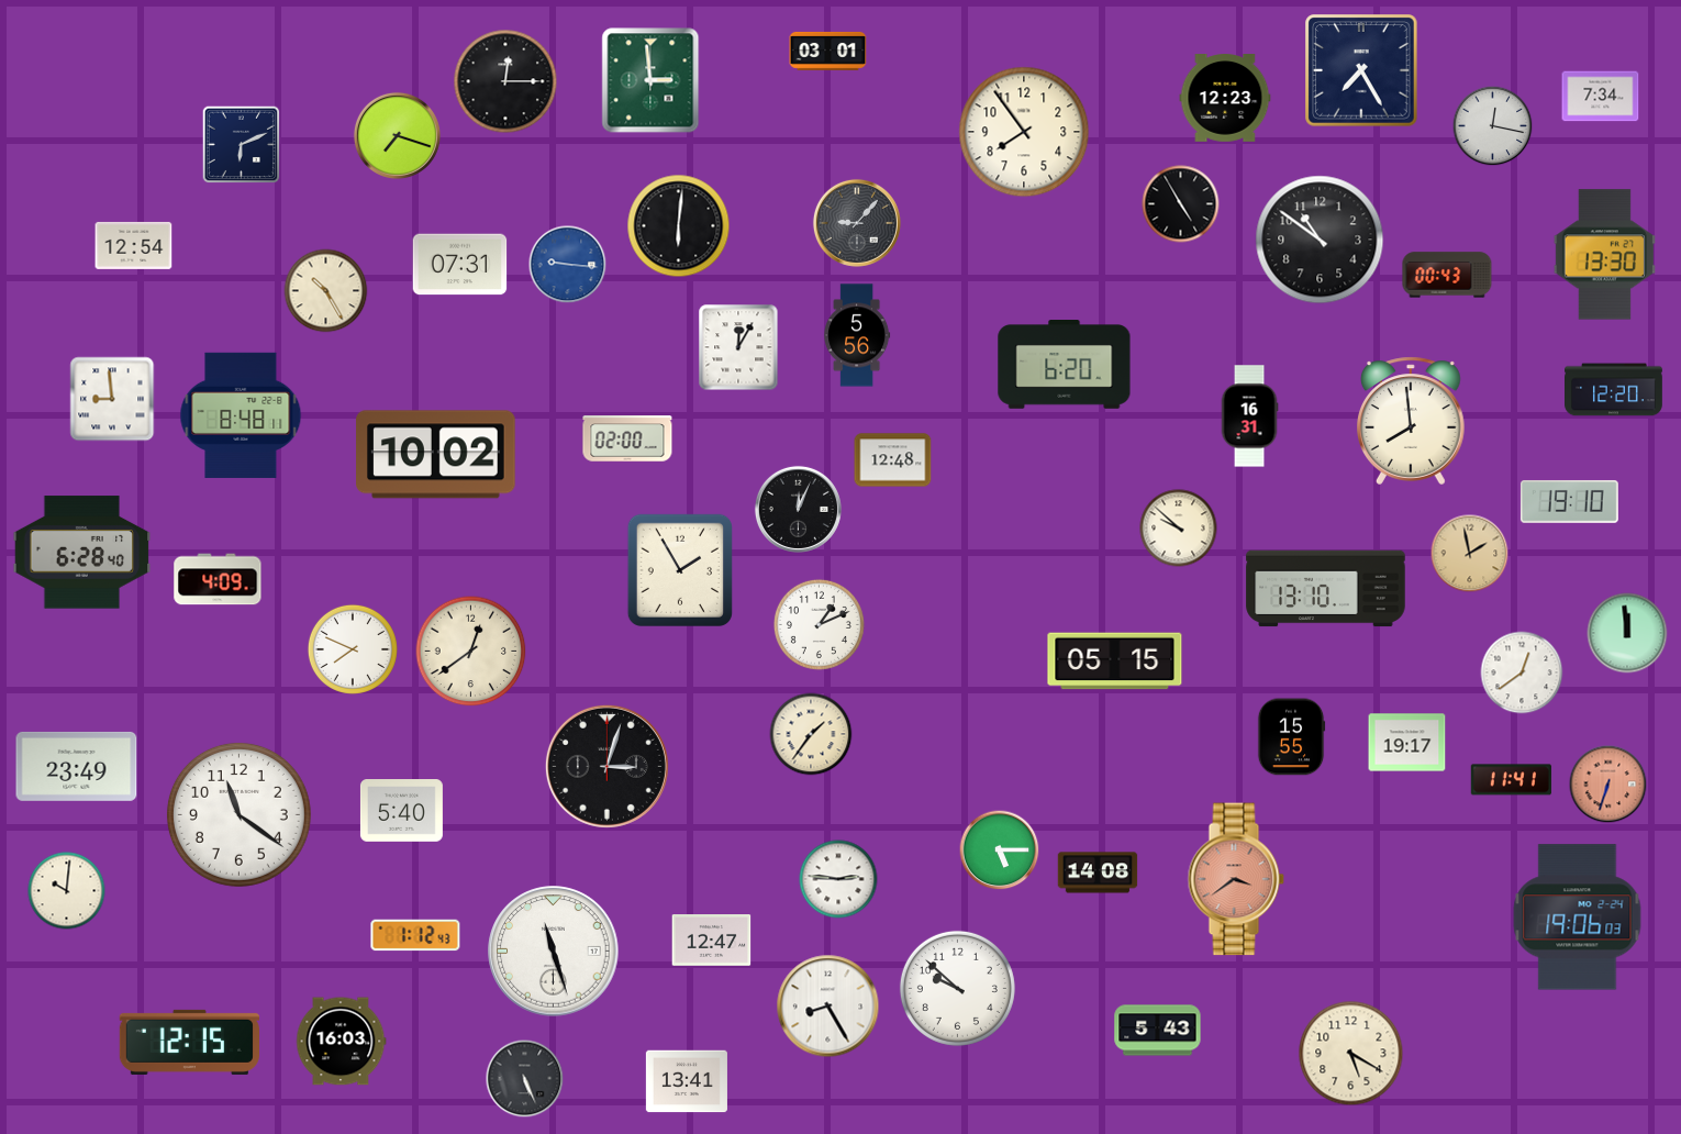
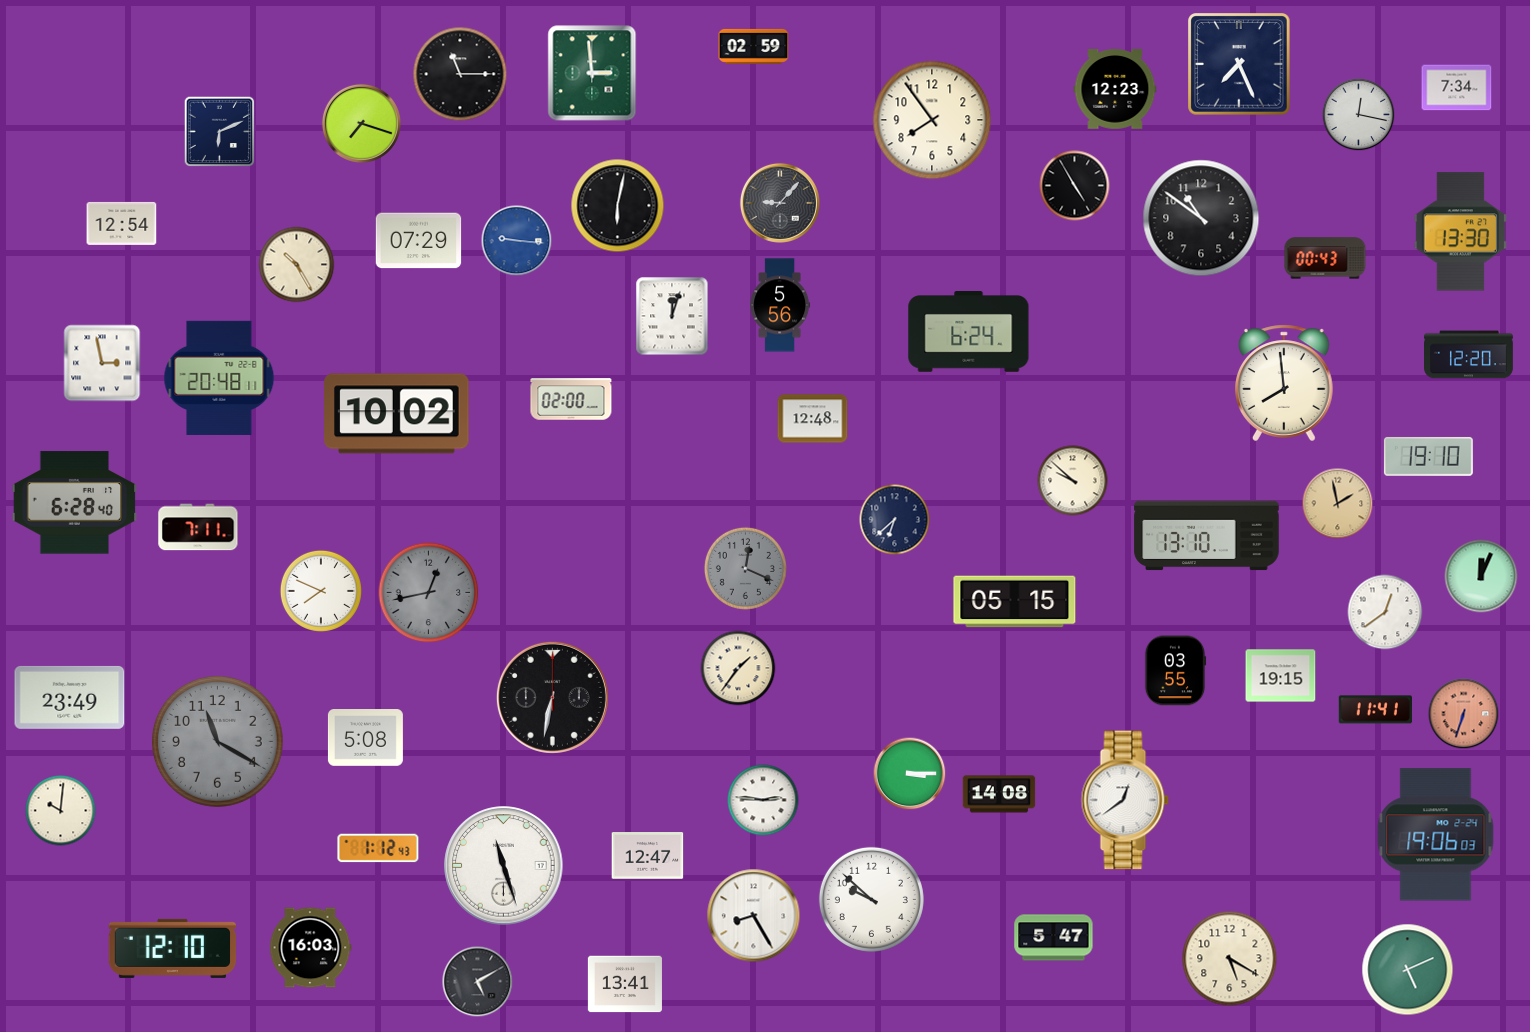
clock at (828, 51): 03:01 -> 02:59
clock at (1361, 70): 7:25 -> 7:26
clock at (505, 81): 12:15 -> 11:15
clock at (679, 226): 6:01 -> 6:02
clock at (460, 265): 07:31 -> 07:29
clock at (1447, 275) position: (1447, 275) -> (1325, 258)
clock at (738, 347): 12:05 -> 12:03
clock at (1065, 365): 6:20 -> 6:24
clock at (112, 399): 8:59 -> 2:58
clock at (241, 415): 8:48 -> 20:48
clock at (1249, 416): 16:31 -> none
clock at (798, 509): 12:04 -> none
clock at (680, 570): 1:55 -> none
clock at (895, 520): none -> 6:38
clock at (218, 579): 4:09 -> 7:11
clock at (819, 624): 1:11 -> 12:19
clock at (819, 624) dial: white -> grey
clock at (1627, 633): 11:59 -> 12:04
clock at (471, 652): 12:39 -> 12:43
clock at (471, 652) dial: cream -> grey
clock at (1291, 737): 15:55 -> 03:55
clock at (1407, 743): 19:17 -> 19:15
clock at (606, 766): 3:03 -> 6:32
clock at (401, 811): 5:40 -> 5:08
clock at (238, 814): 11:21 -> 11:20
clock at (238, 814) dial: white -> grey
clock at (1000, 850): 5:15 -> 3:15
clock at (1236, 879): 3:39 -> 12:39
clock at (1236, 879) dial: salmon -> white
clock at (415, 935) position: (415, 935) -> (378, 848)
clock at (1158, 1031): 5:43 -> 5:47
clock at (189, 1042): 12:15 -> 12:10
clock at (1408, 970): none -> 5:11
clock at (525, 1079): 5:26 -> 5:10
